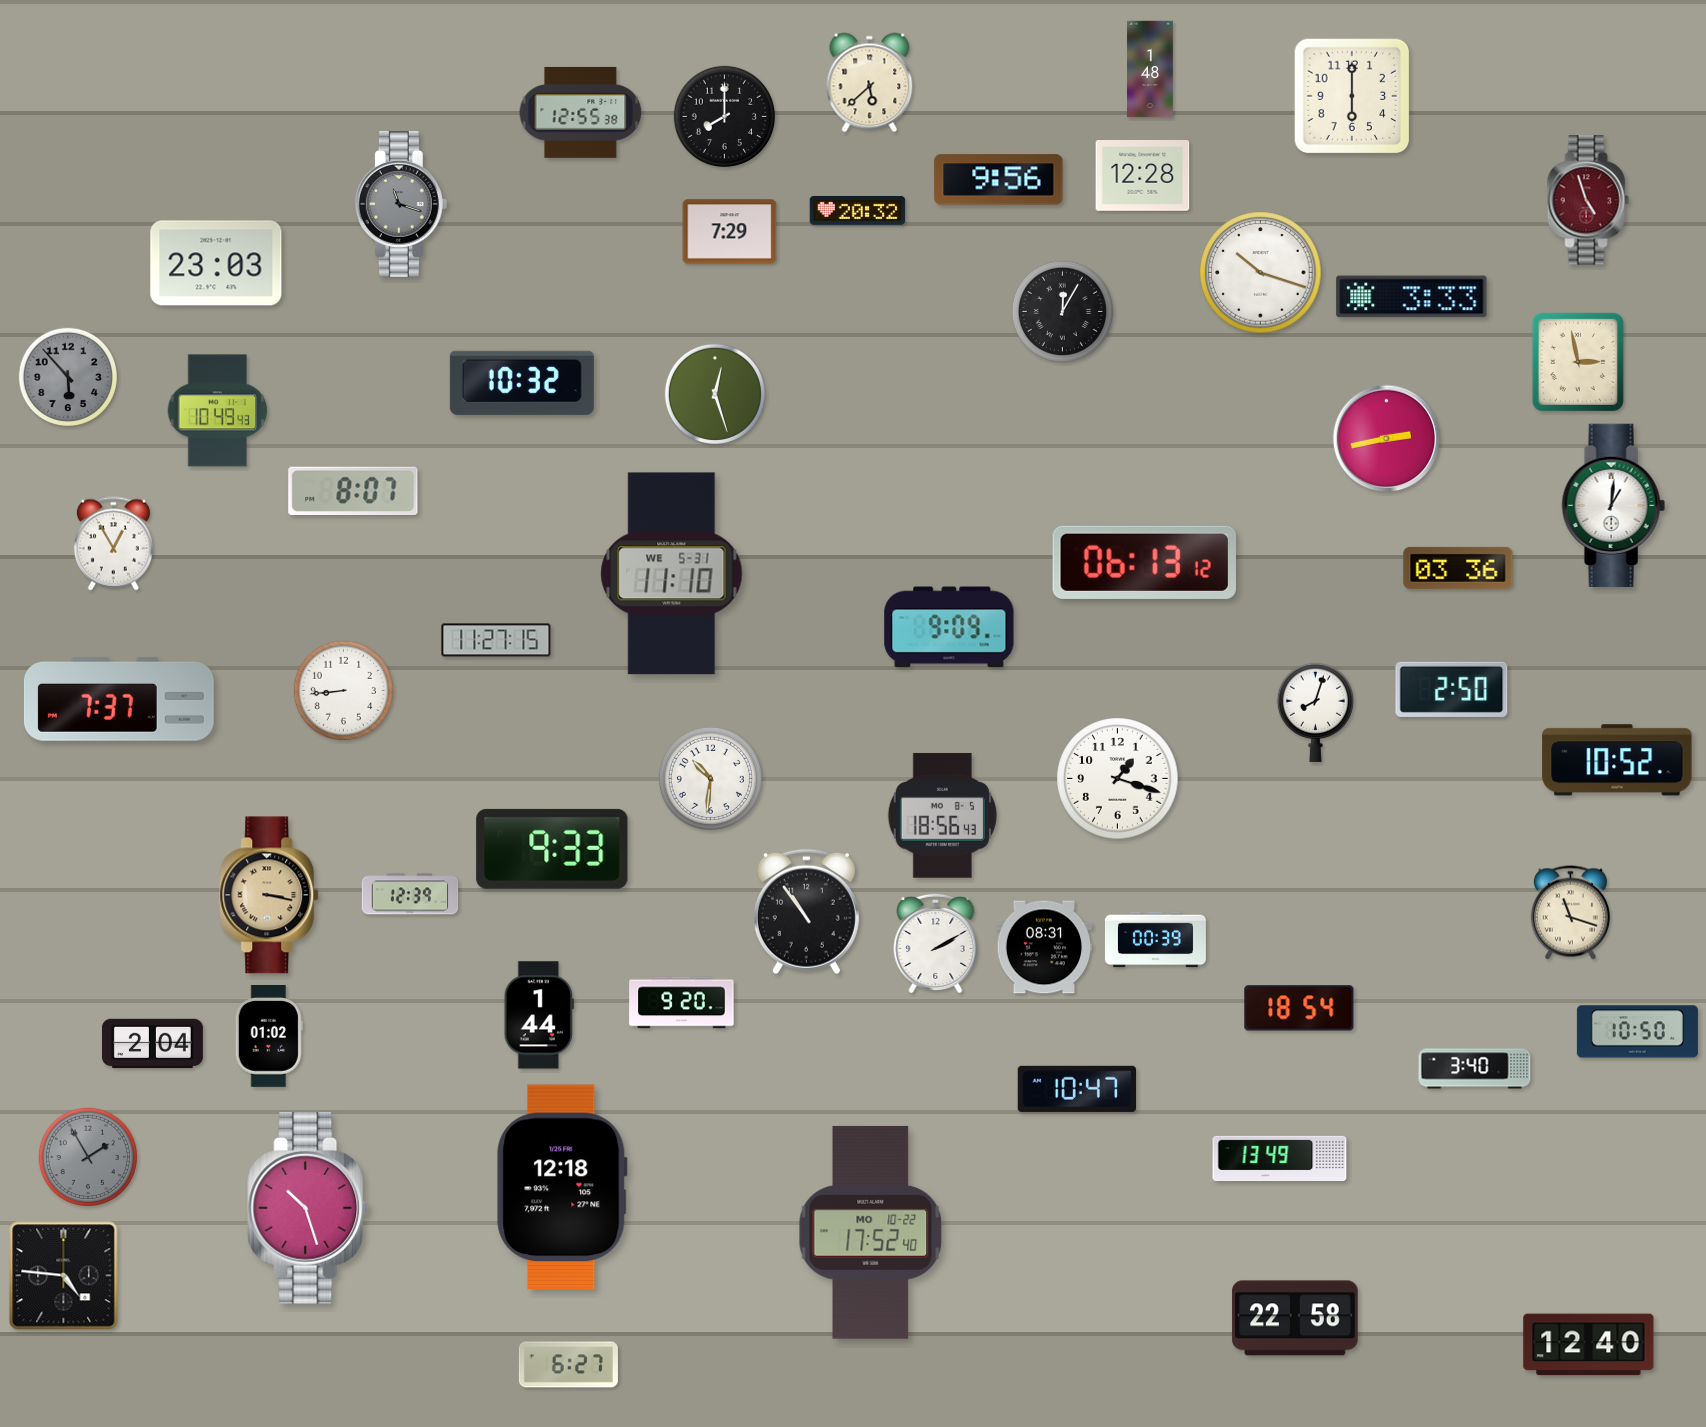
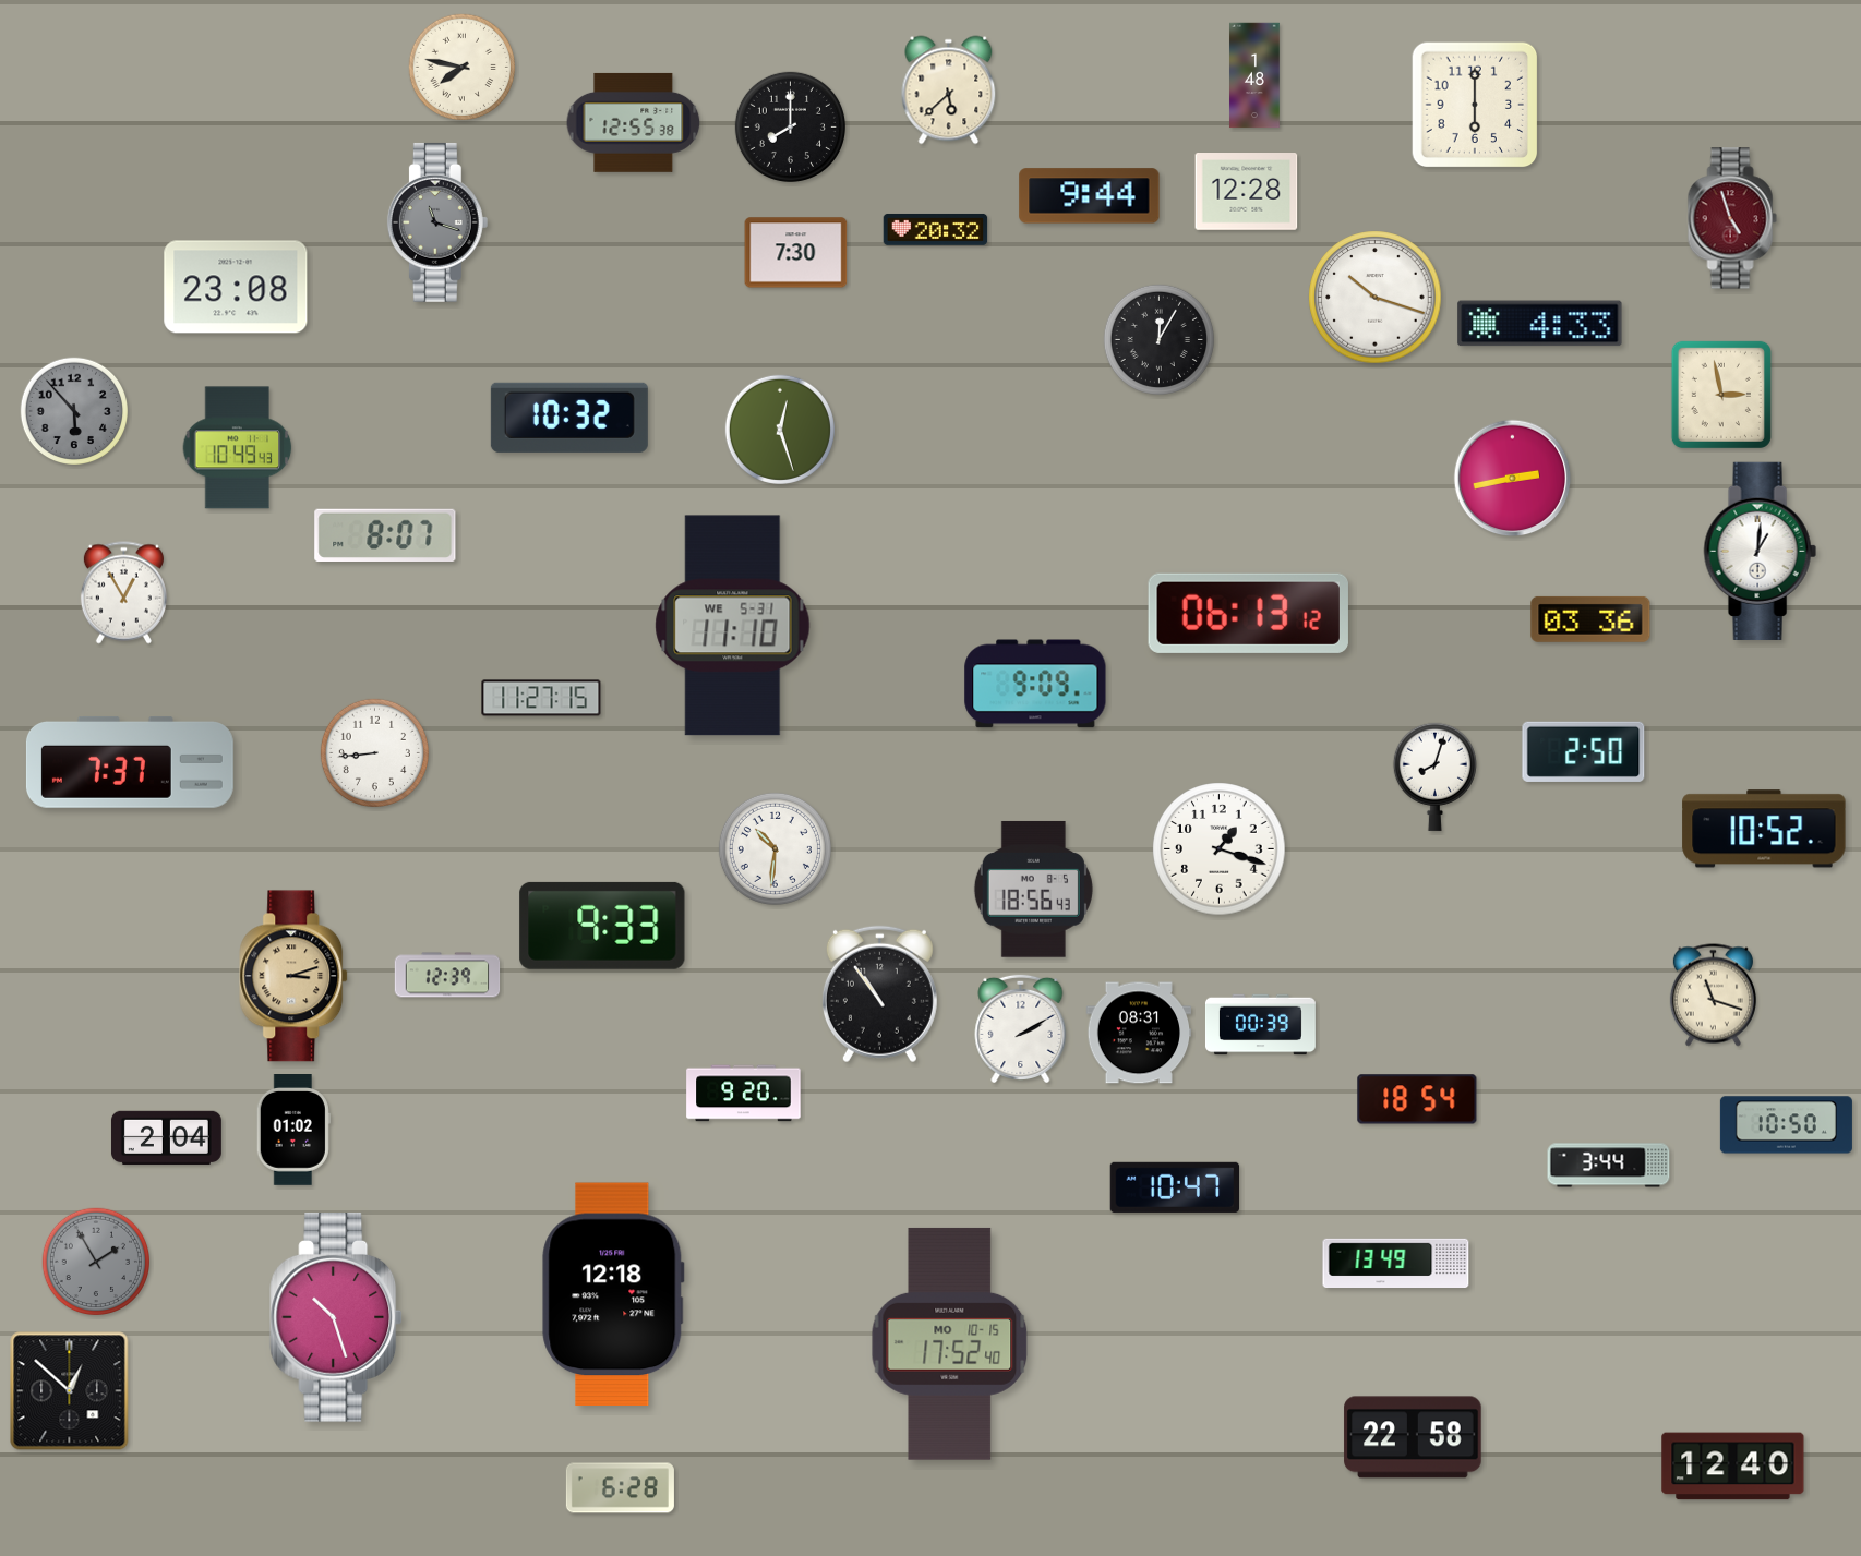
clock at (463, 68): none -> 7:47
clock at (999, 180): 9:56 -> 9:44
clock at (730, 232): 7:29 -> 7:30
clock at (216, 263): 23:03 -> 23:08
clock at (1412, 297): 3:33 -> 4:33
clock at (942, 815) position: (942, 815) -> (1033, 889)
clock at (270, 895): 3:17 -> 3:12
clock at (538, 1015): 1:44 -> none
clock at (1475, 1069): 3:40 -> 3:44
clock at (871, 1232) date: MO 10-22 -> MO 10-15
clock at (64, 1276): 4:46 -> 12:52
clock at (568, 1365): 6:27 -> 6:28
